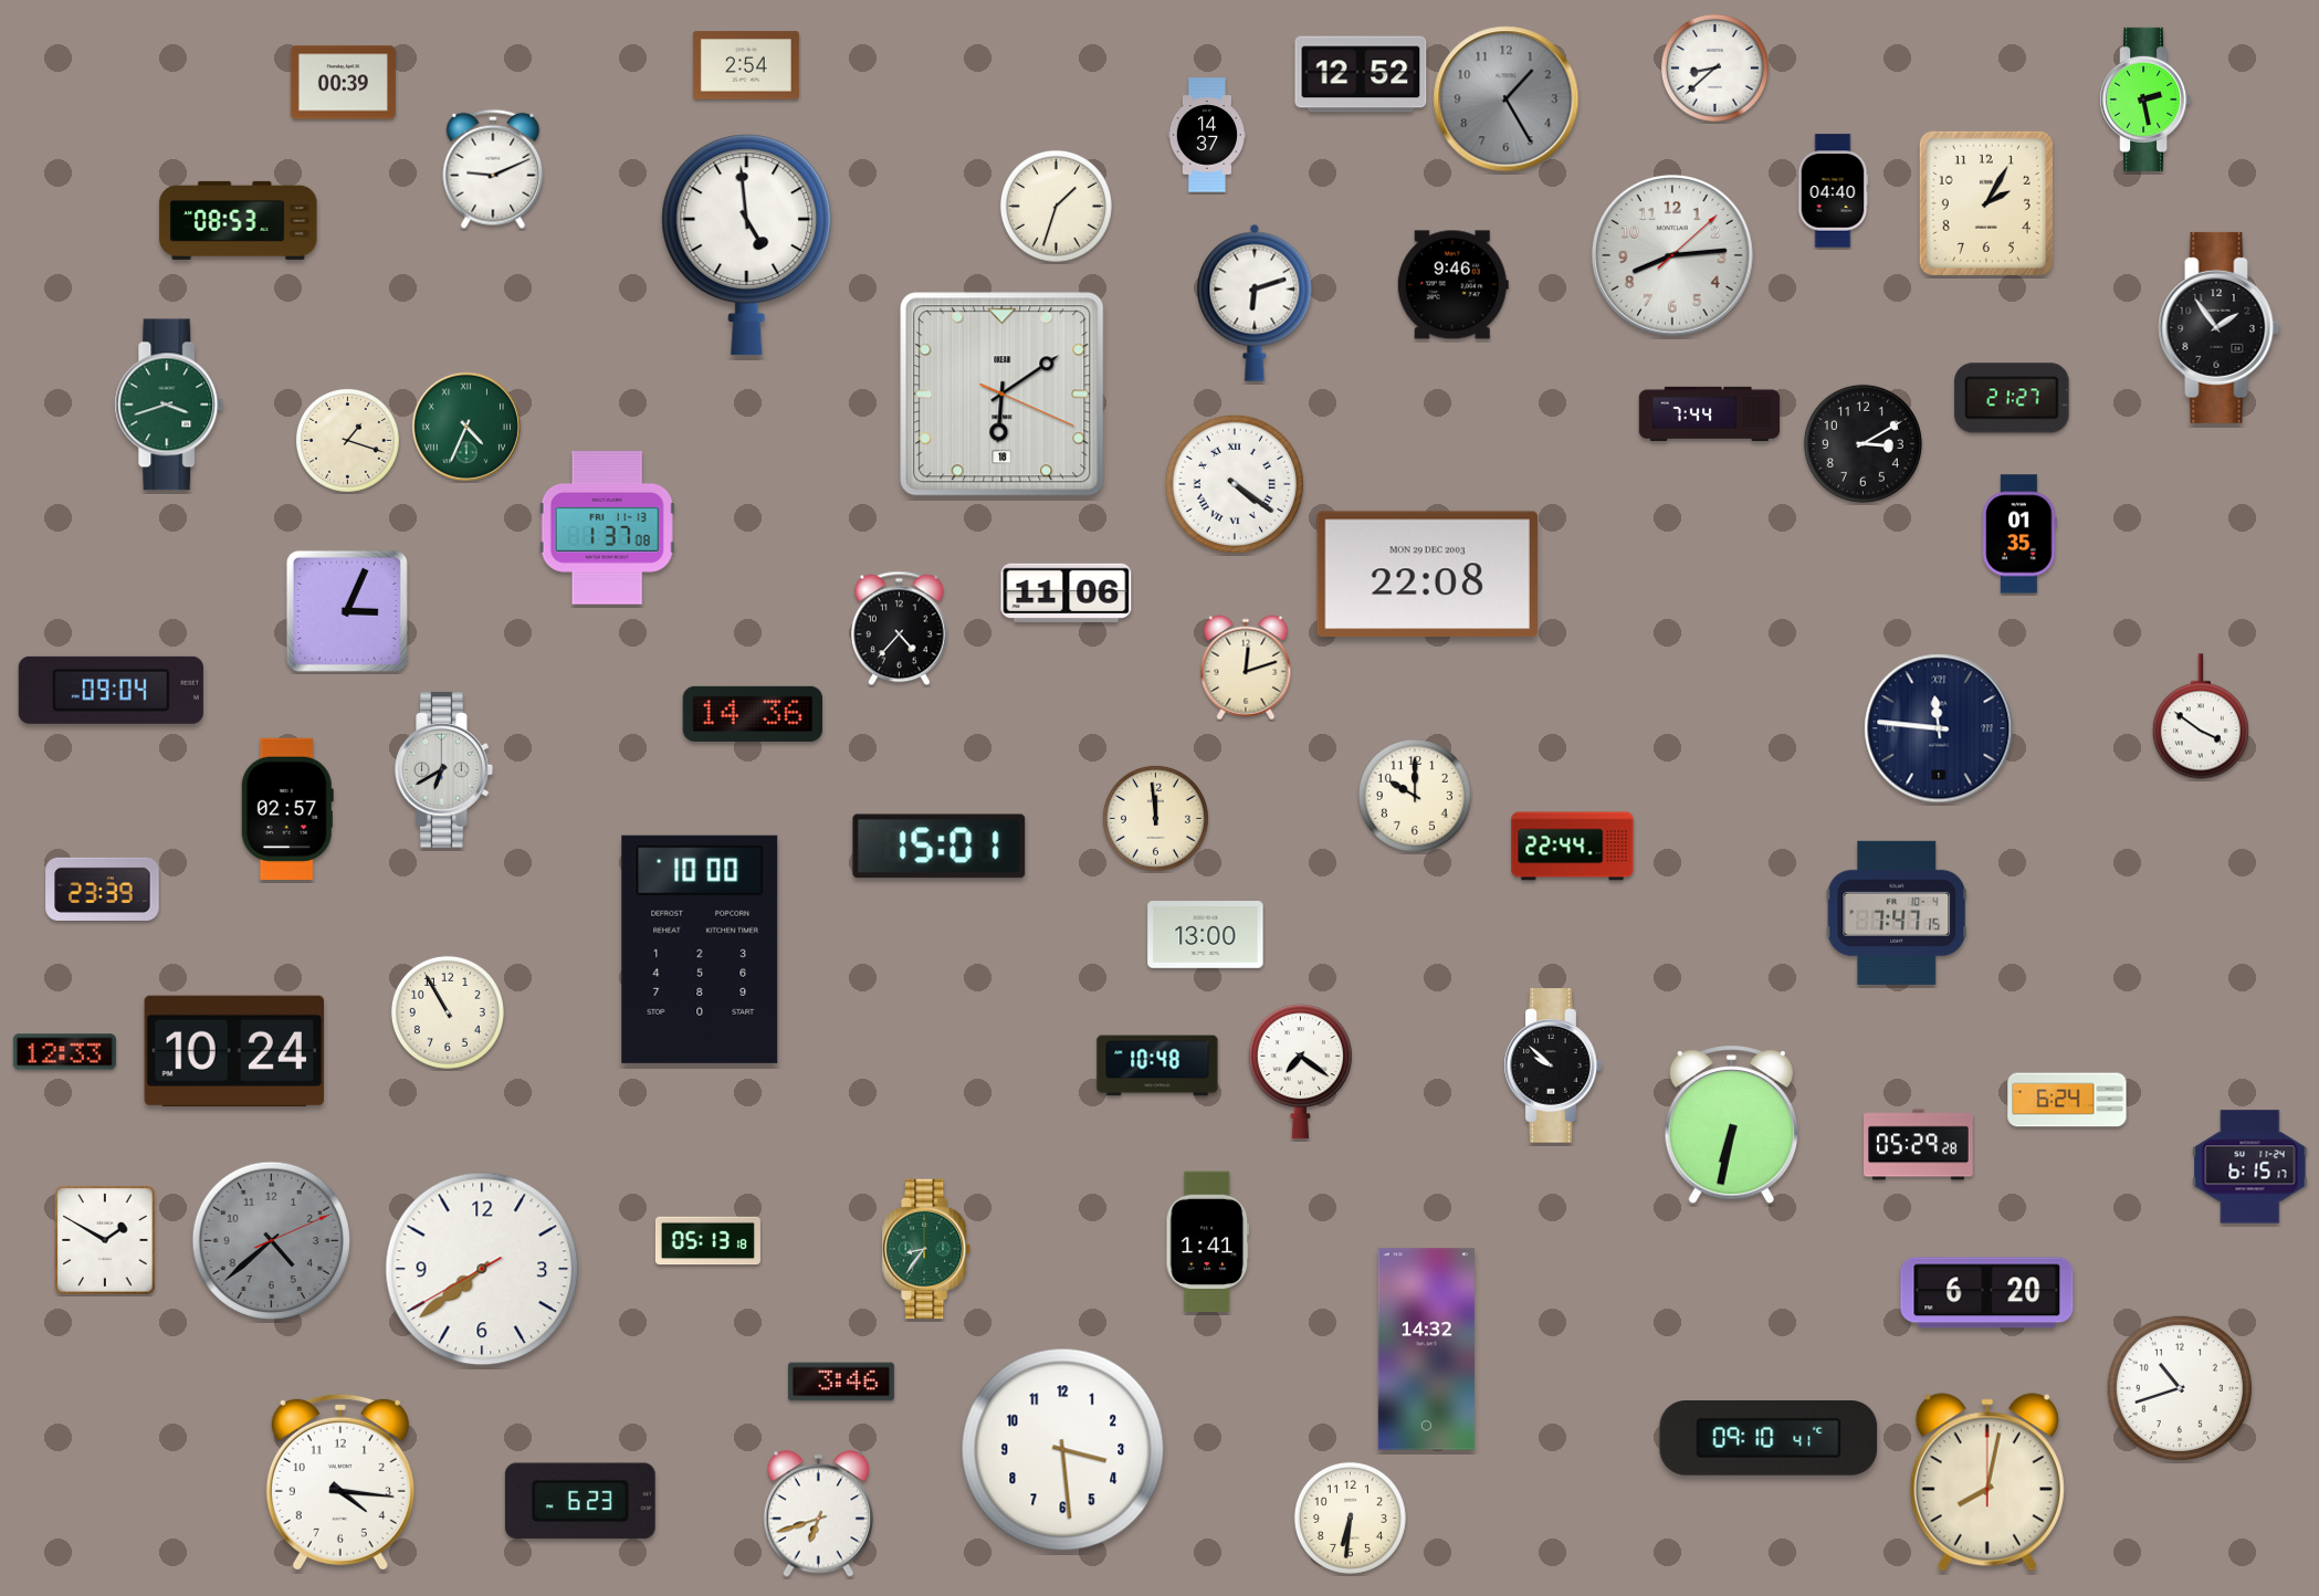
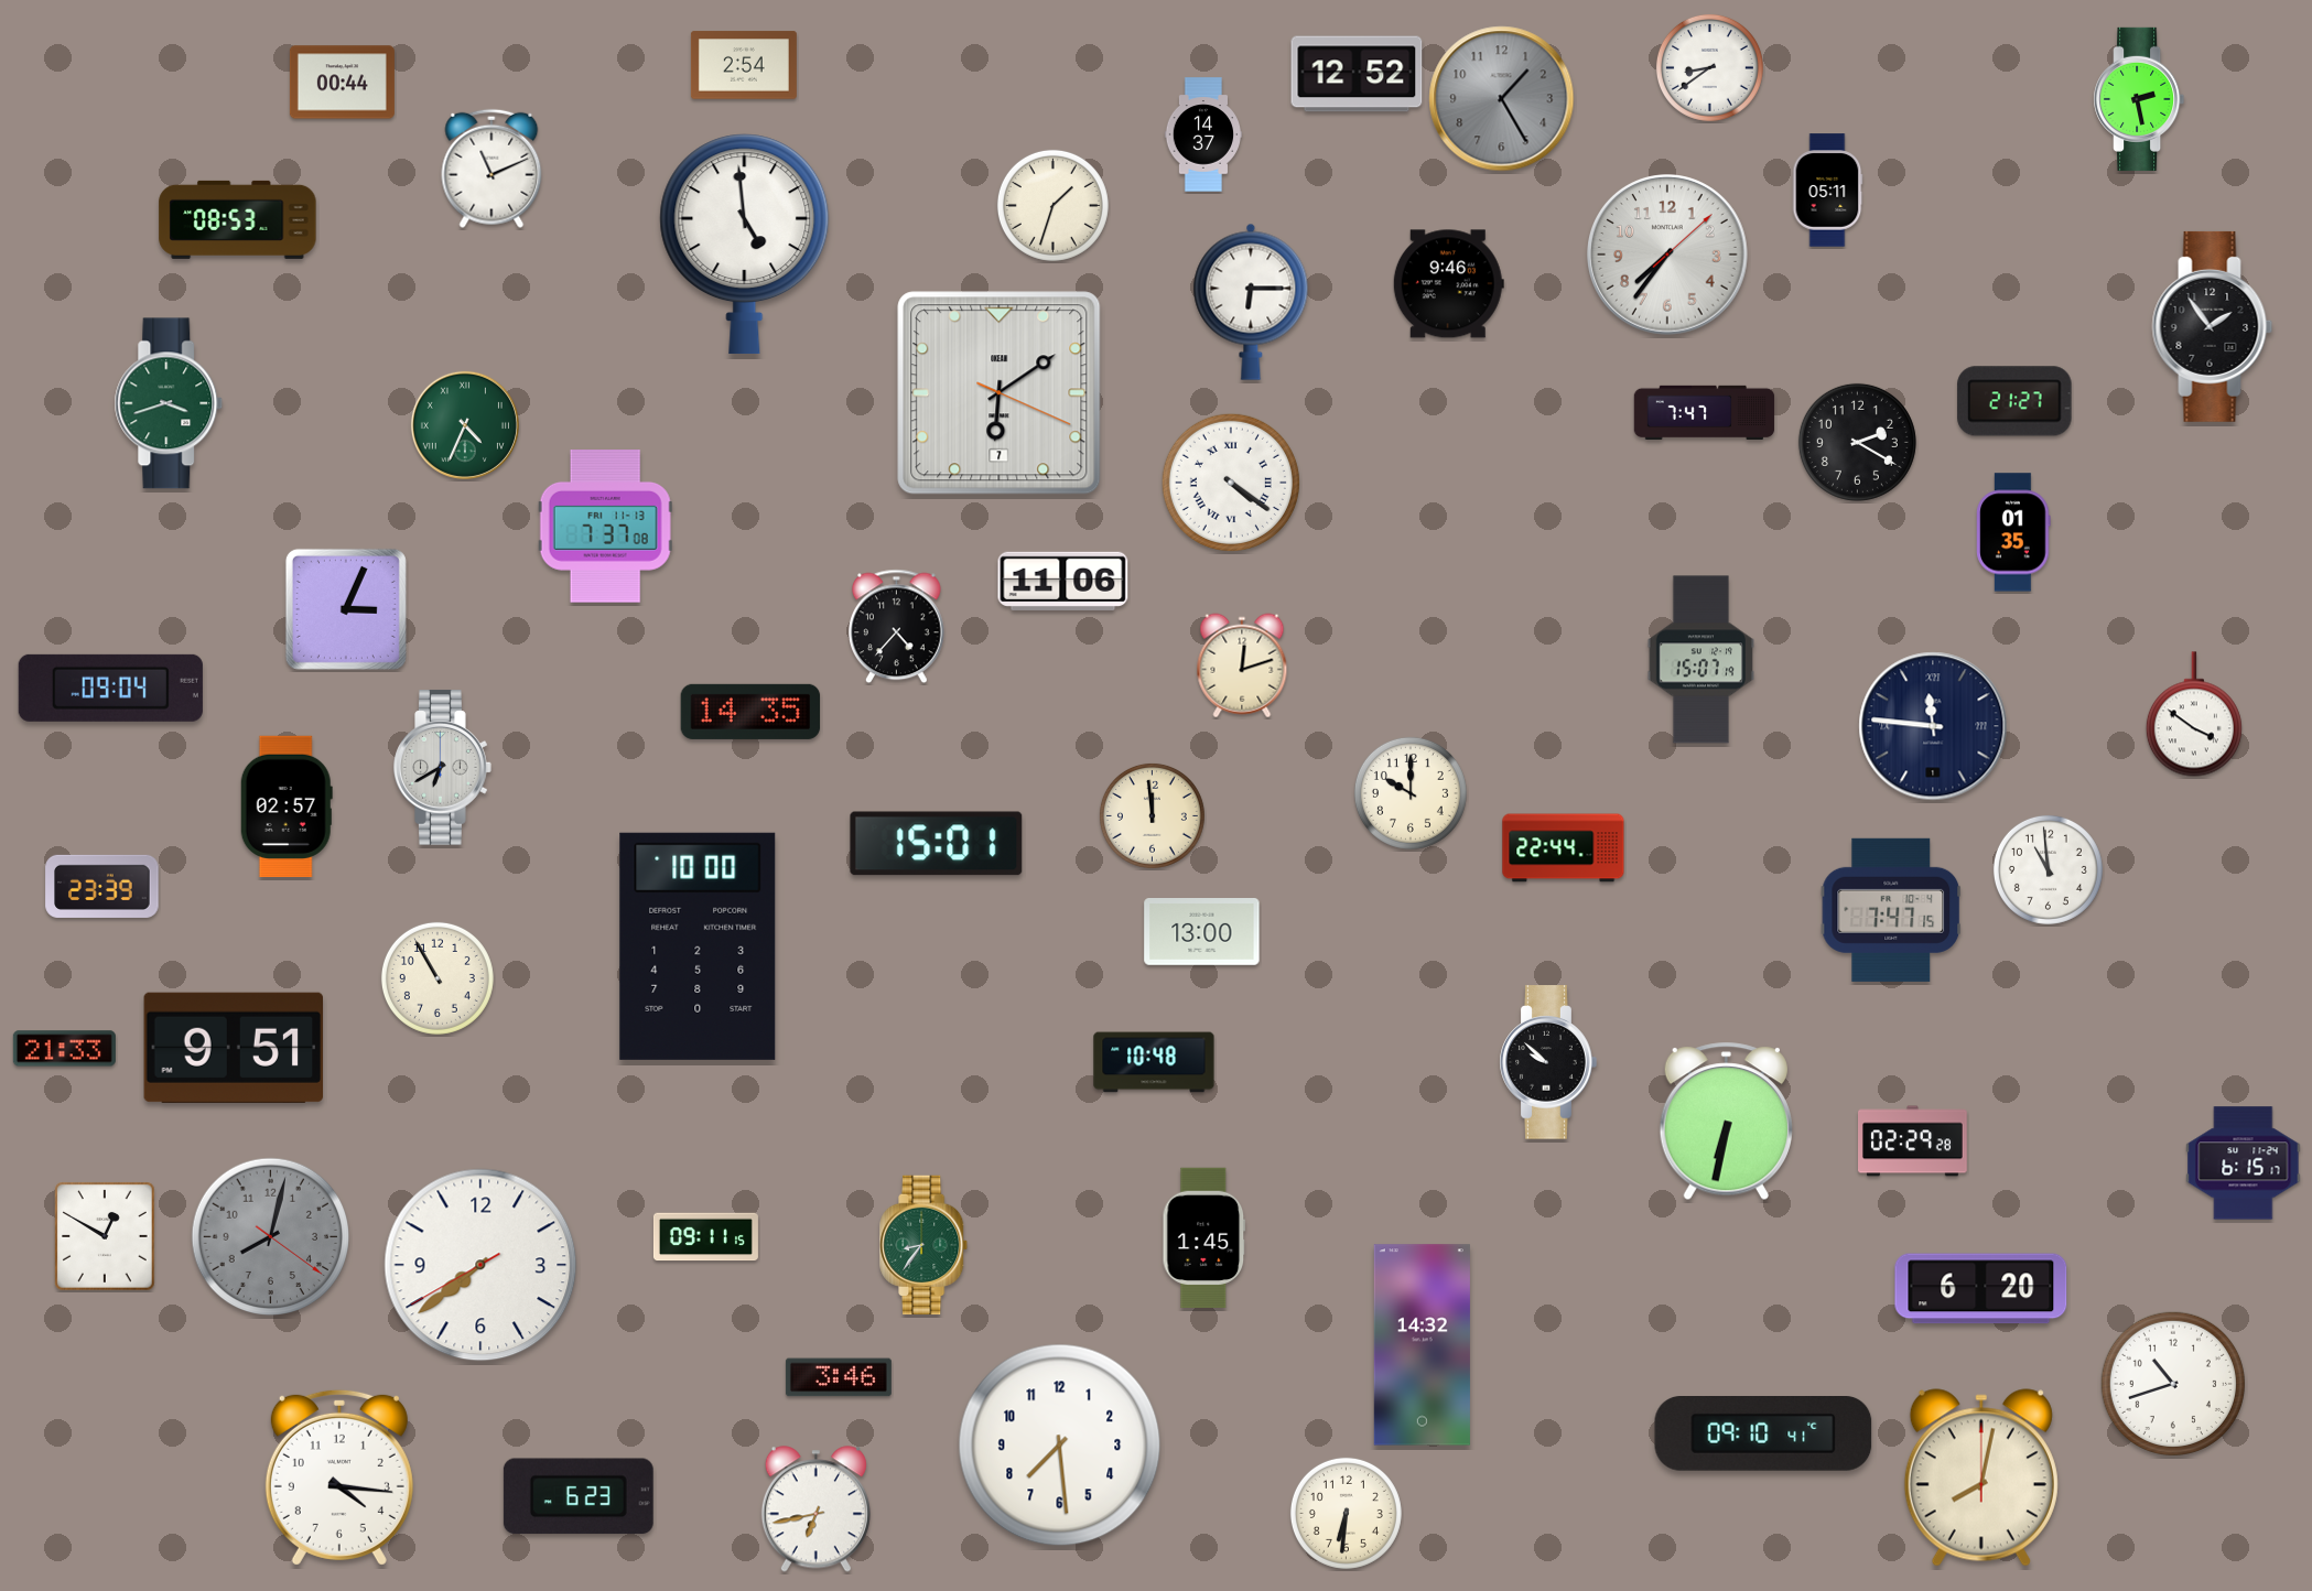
clock at (1714, 67): 8:38 -> 8:39
clock at (343, 83): 00:39 -> 00:44
clock at (493, 169): 9:11 -> 11:11
clock at (1833, 191): 04:40 -> 05:11
clock at (1986, 203): 2:05 -> none
clock at (1673, 256): 8:14 -> 7:36
clock at (1255, 303): 6:12 -> 6:15
clock at (1003, 395) date: 18 -> 7
clock at (2012, 398) position: (2012, 398) -> (2014, 401)
clock at (1710, 413): 7:44 -> 7:47
clock at (347, 440): 1:18 -> none
clock at (1862, 443): 3:10 -> 2:20
clock at (607, 528): 1:37 -> 7:37
clock at (1427, 575): 22:08 -> none
clock at (1067, 592) position: (1067, 592) -> (1063, 581)
clock at (1700, 660): none -> 15:07
clock at (753, 714): 14:36 -> 14:35
clock at (1573, 847) position: (1573, 847) -> (1564, 848)
clock at (2048, 869): none -> 10:59
clock at (448, 1012) position: (448, 1012) -> (437, 978)
clock at (233, 1051): 10:24 -> 9:51
clock at (64, 1052): 12:33 -> 21:33
clock at (1300, 1072): 7:21 -> none
clock at (2067, 1100): 6:24 -> none
clock at (1919, 1145): 05:29 -> 02:29
clock at (105, 1240): 1:50 -> 12:50
clock at (272, 1241): 4:38 -> 8:02
clock at (707, 1241): 05:13 -> 09:11
clock at (1208, 1242): 1:41 -> 1:45
clock at (1063, 1450): 3:29 -> 7:29
clock at (818, 1514): 6:42 -> 6:43
